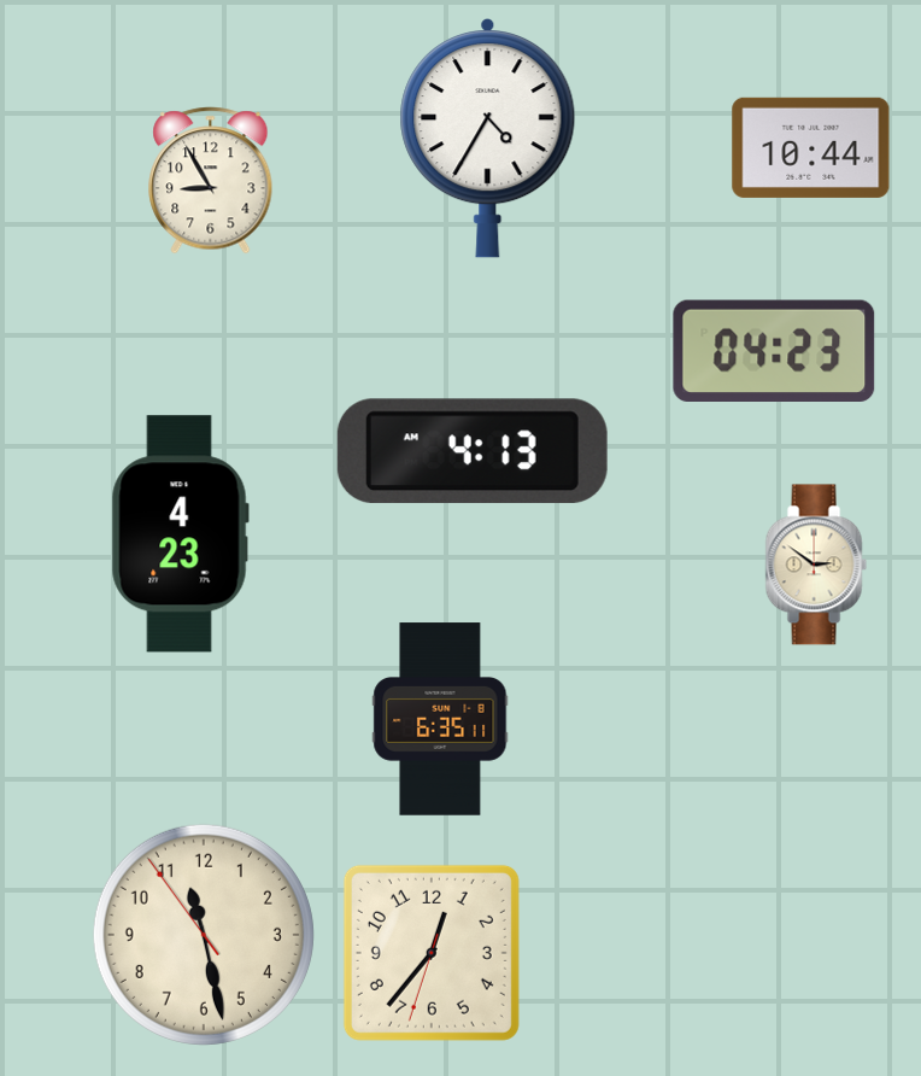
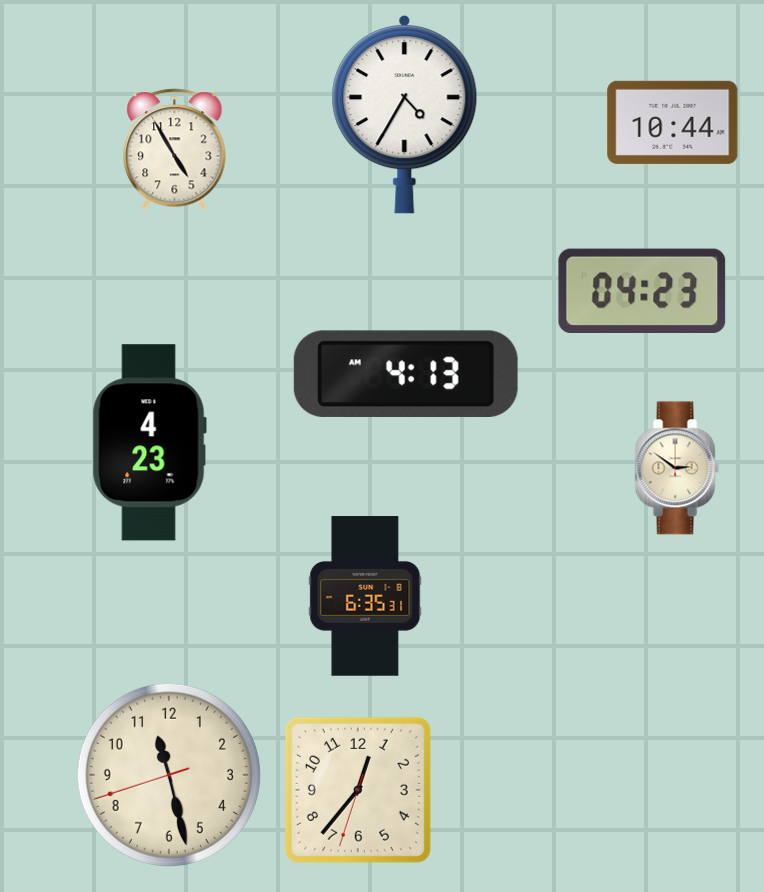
clock at (211, 181): 8:55 -> 4:55
clock at (473, 451) position: (473, 451) -> (406, 374)
clock at (440, 719): 6:35:11 -> 6:35:31
clock at (204, 935): 11:27:54 -> 11:27:42
